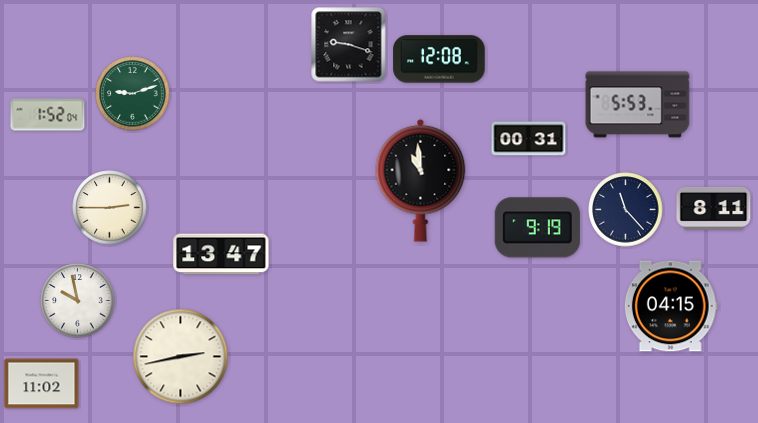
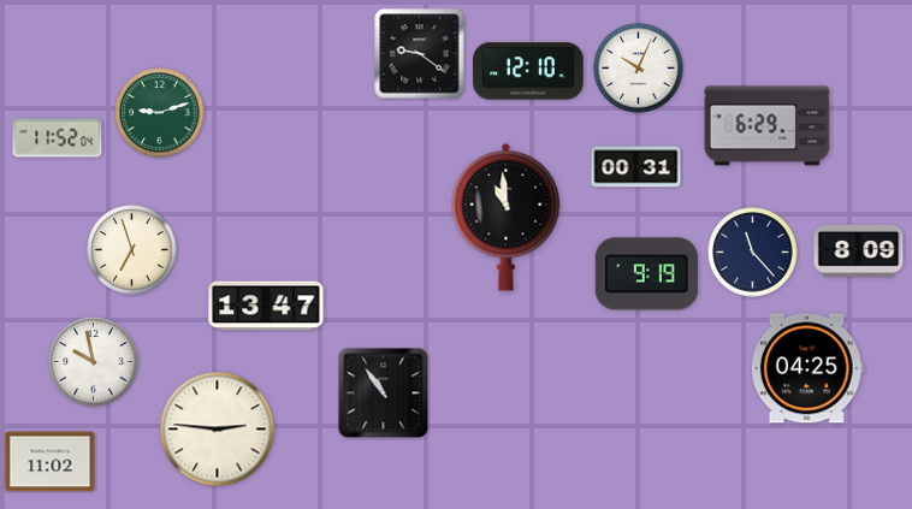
clock at (349, 45): 9:18 -> 9:21
clock at (639, 69): none -> 10:04
clock at (439, 59): 12:08 -> 12:10
clock at (638, 105): 5:53 -> 6:29
clock at (48, 115): 1:52 -> 11:52
clock at (110, 208): 2:45 -> 6:57
clock at (714, 208): 8:11 -> 8:09
clock at (671, 306): 04:15 -> 04:25
clock at (384, 393): none -> 10:54
clock at (181, 357): 2:43 -> 2:46
